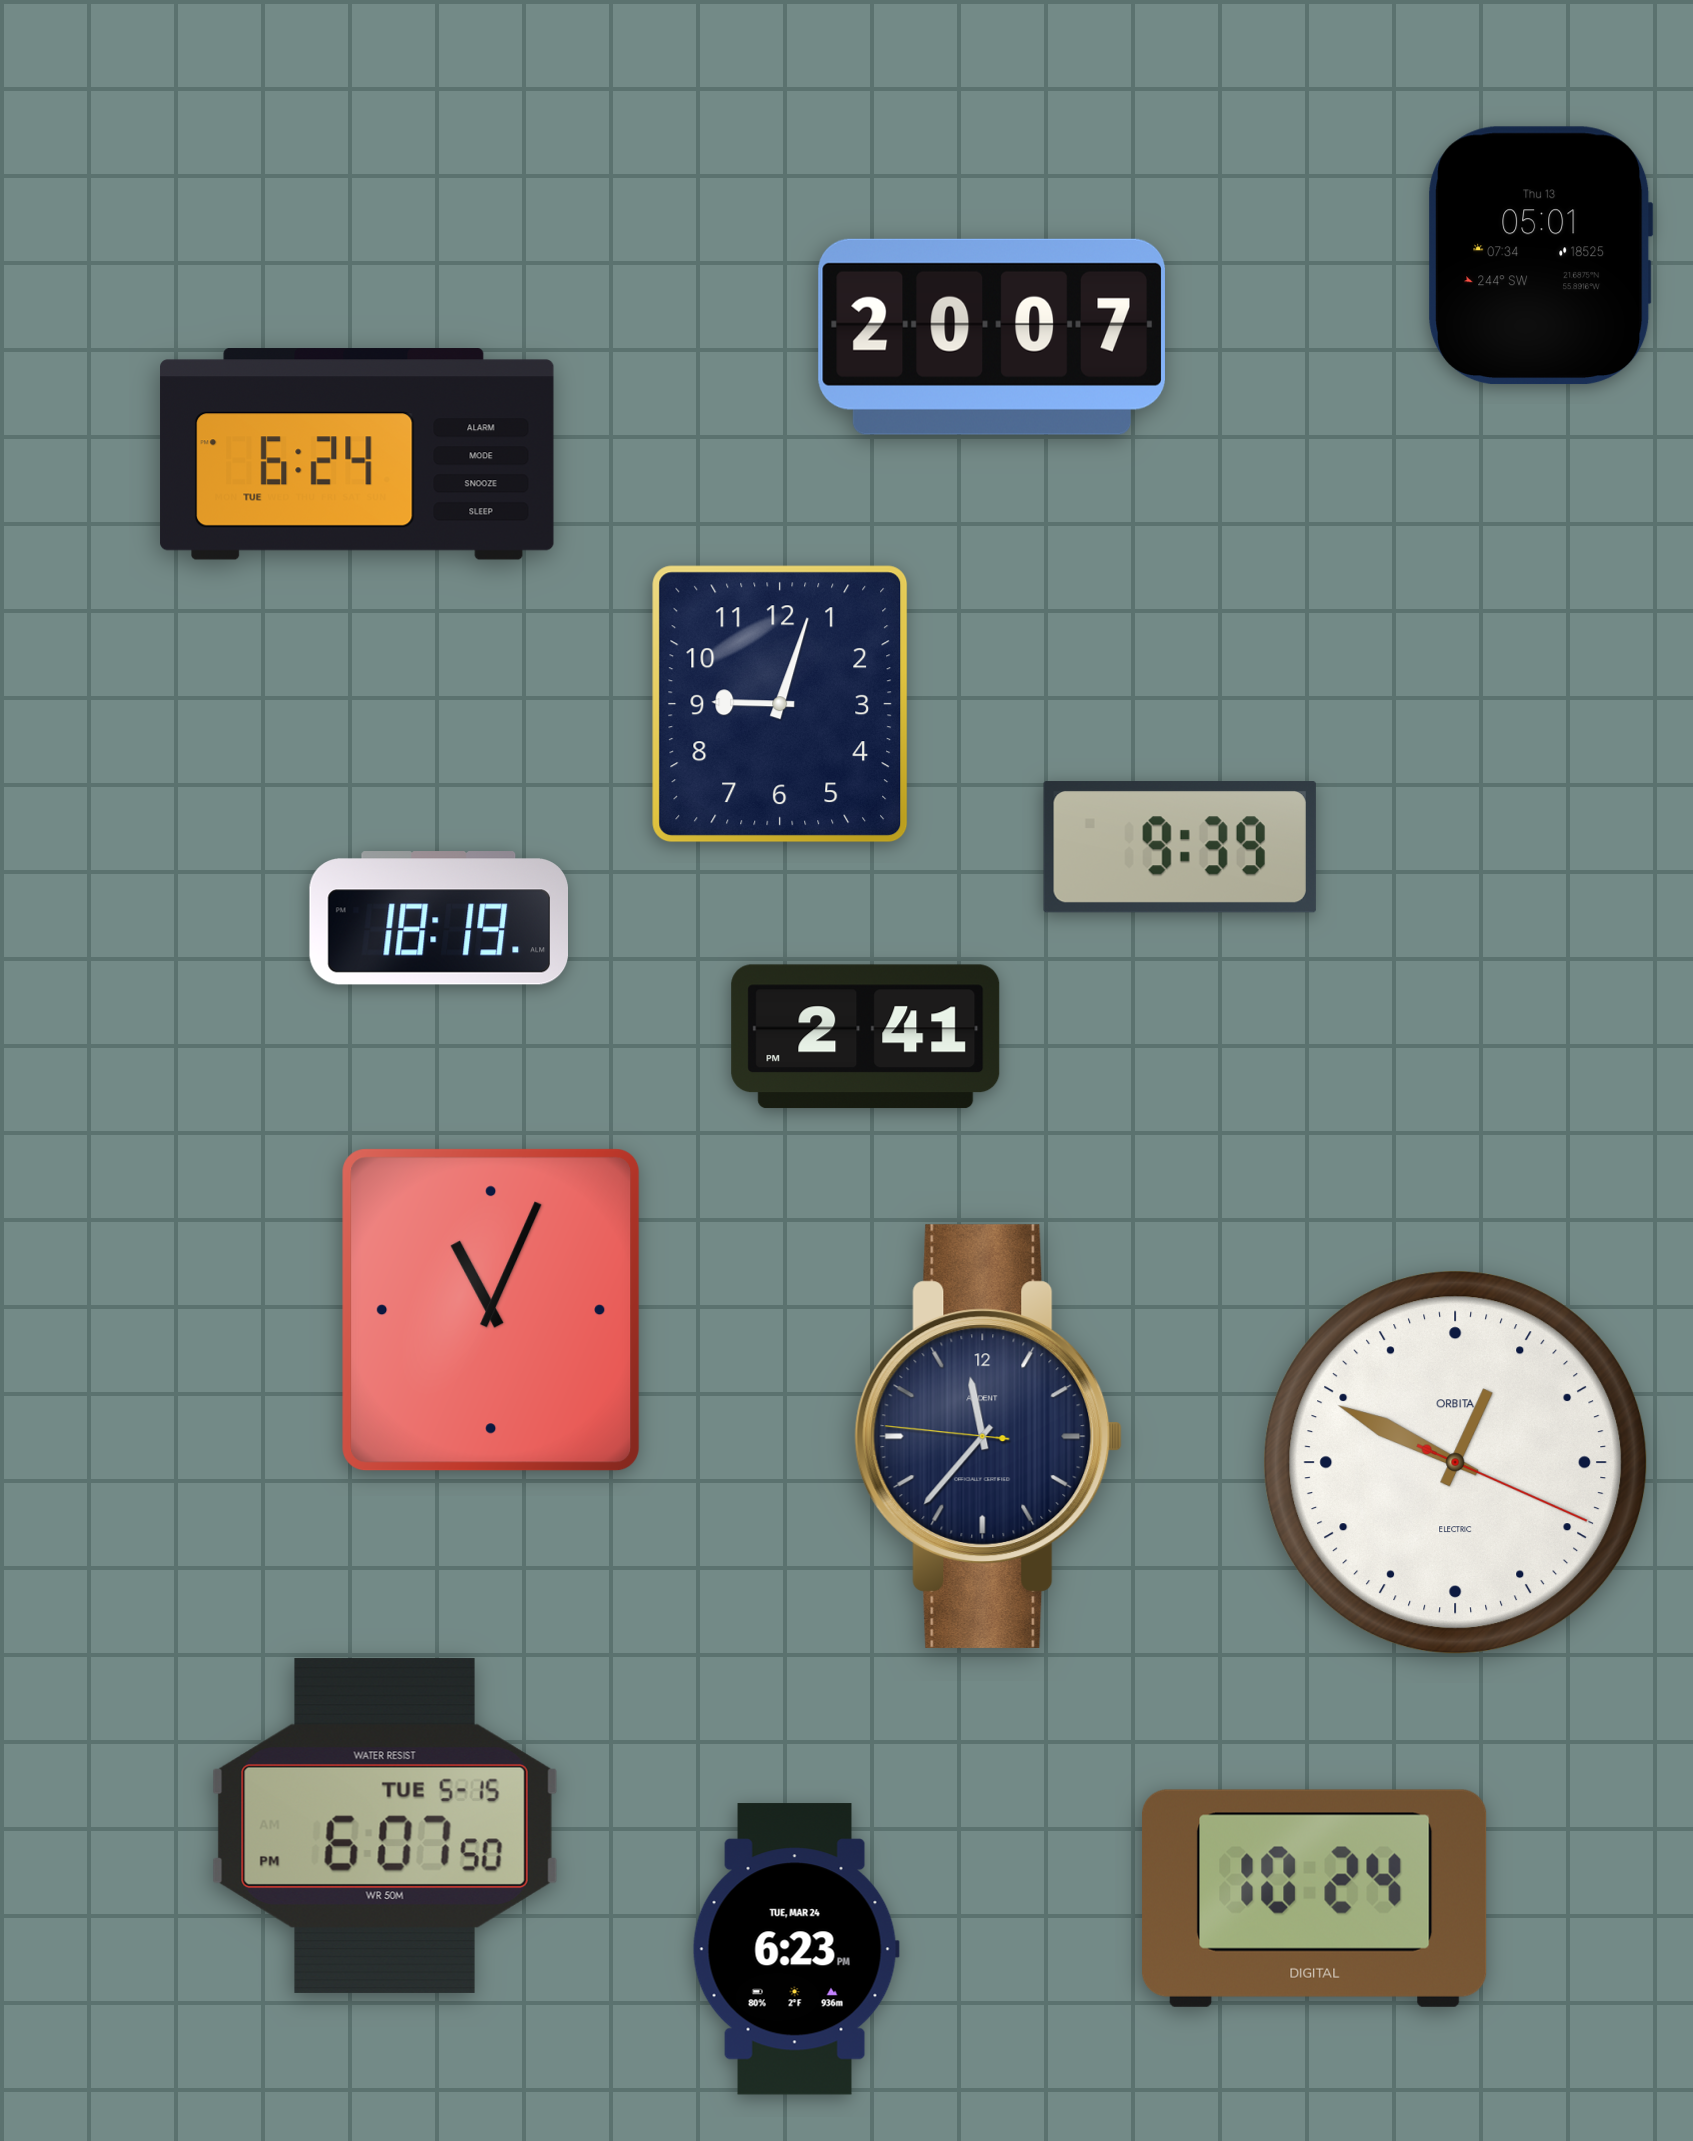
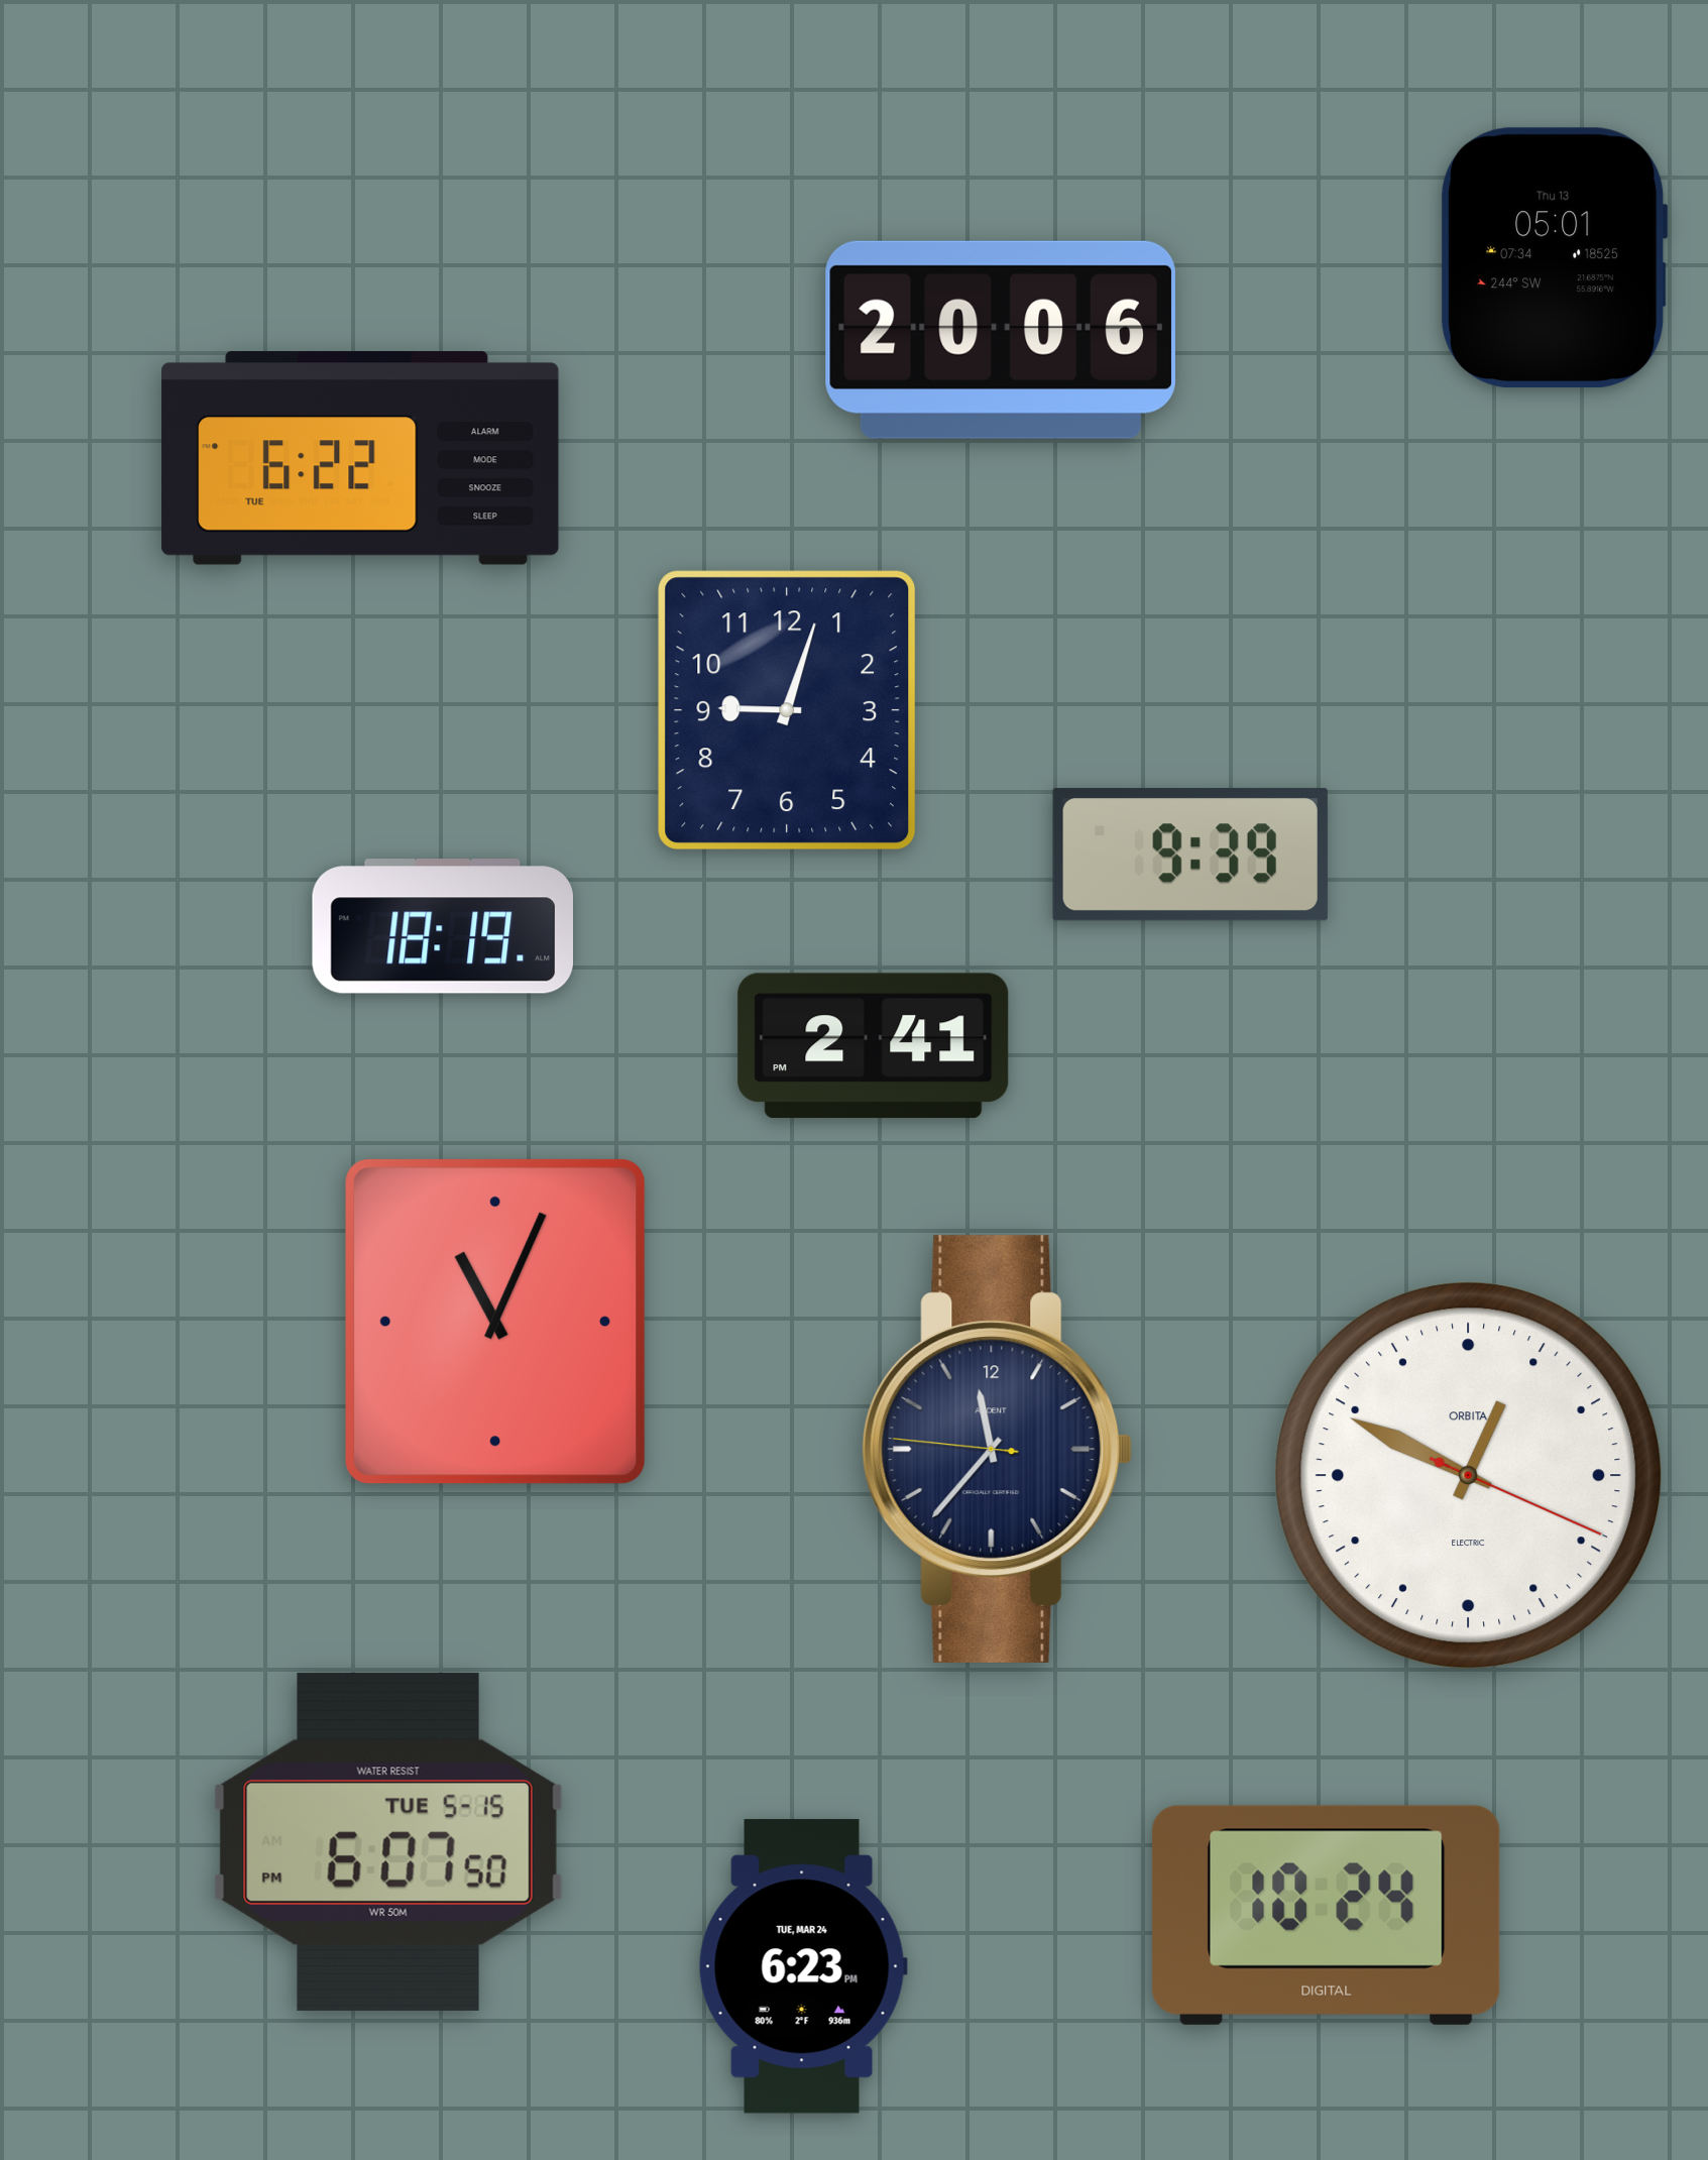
clock at (992, 337): 20:07 -> 20:06
clock at (357, 454): 6:24 -> 6:22
